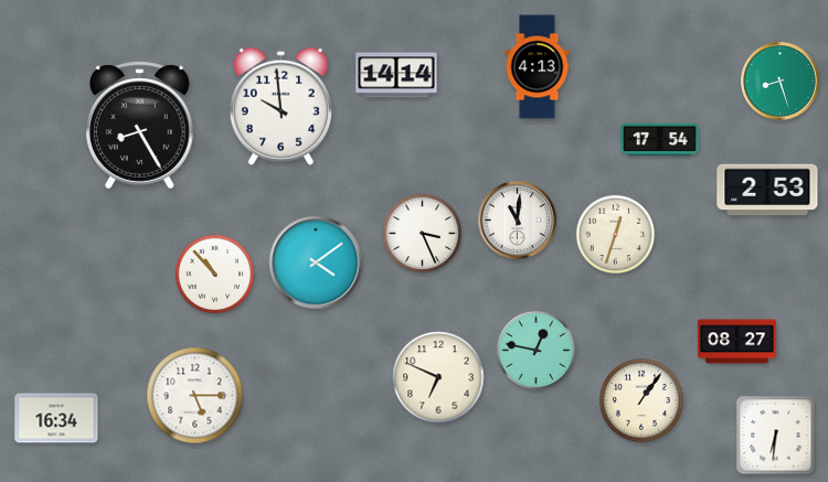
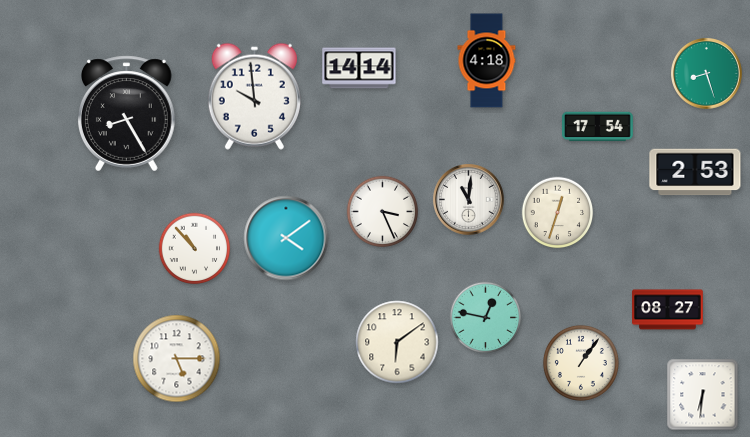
clock at (538, 67): 4:13 -> 4:18
clock at (438, 377): 6:49 -> 6:09
clock at (56, 418): 16:34 -> none
